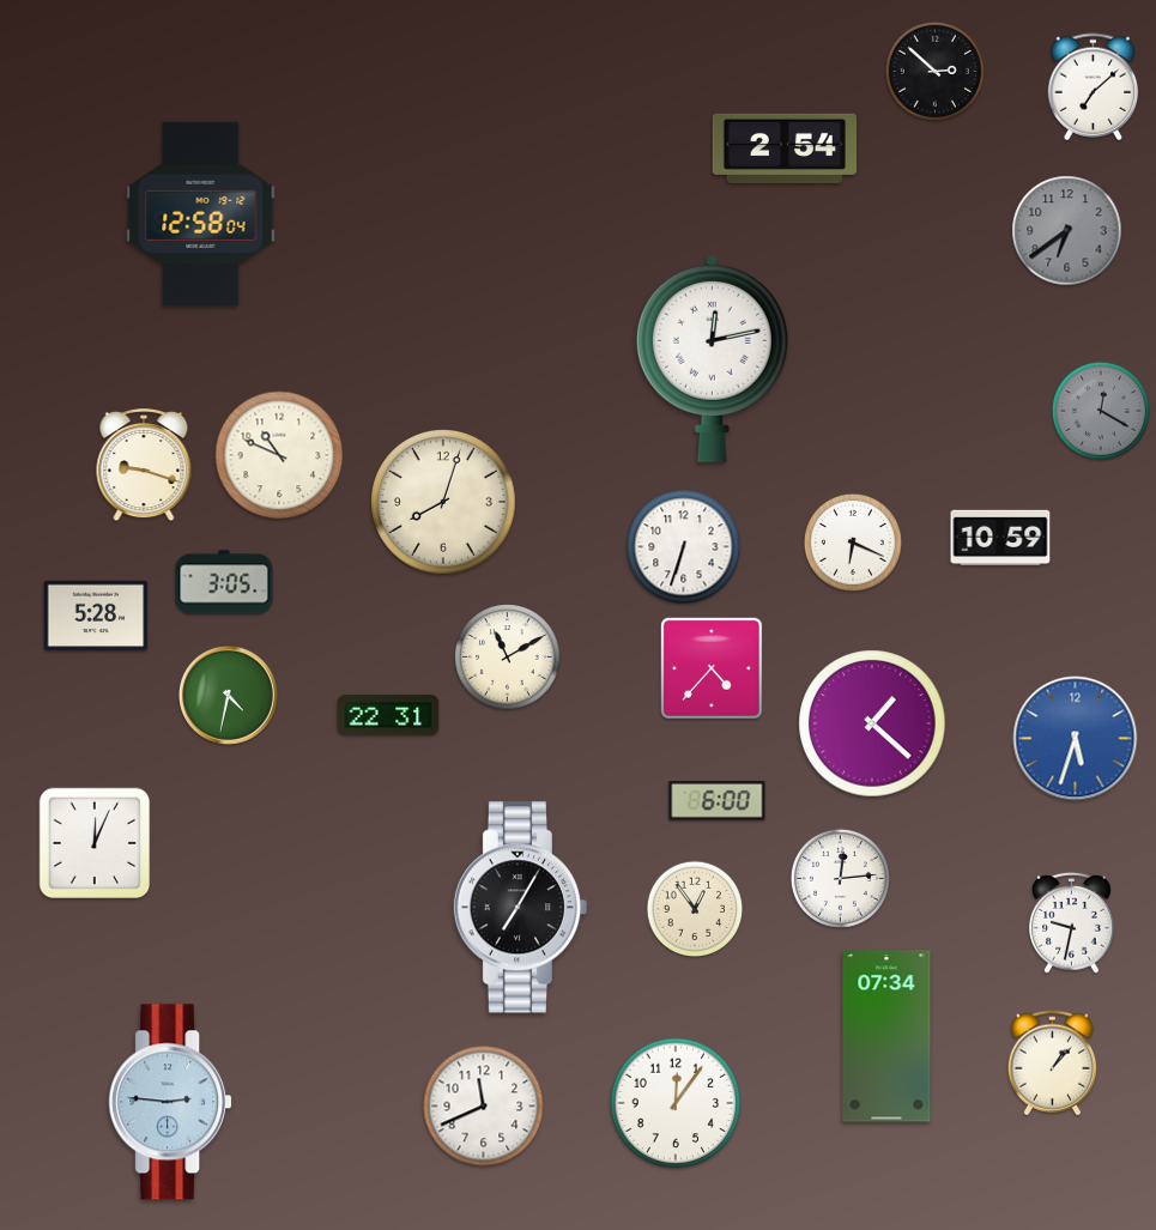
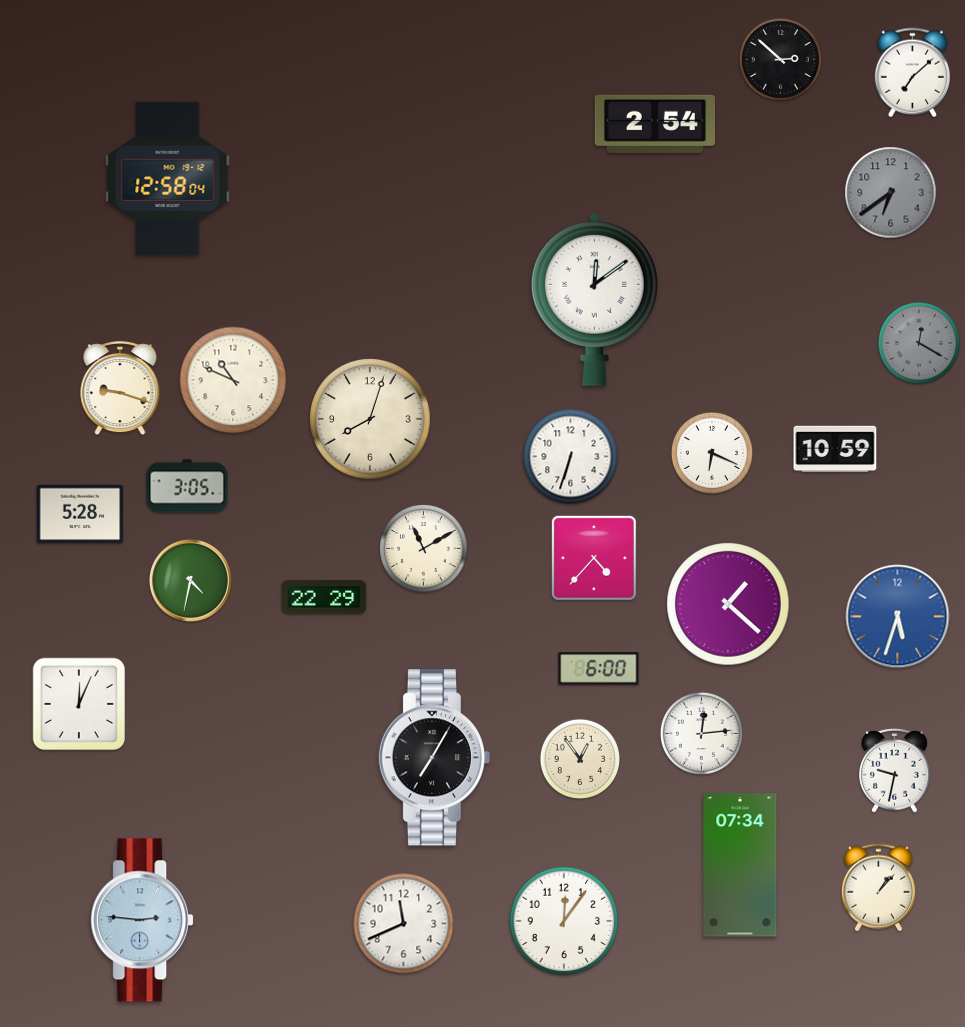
clock at (712, 358): 12:13 -> 12:09
clock at (388, 715): 22:31 -> 22:29
